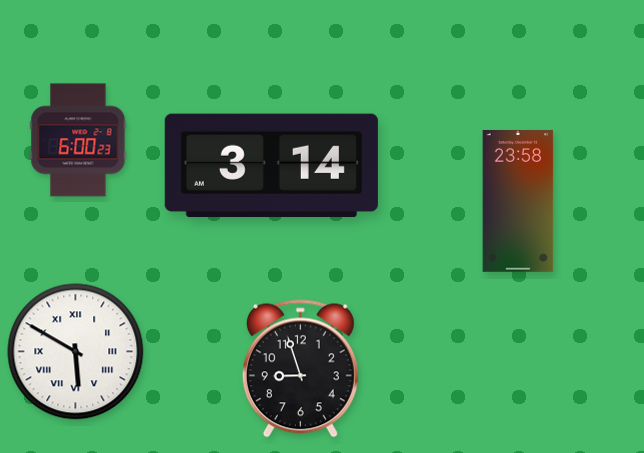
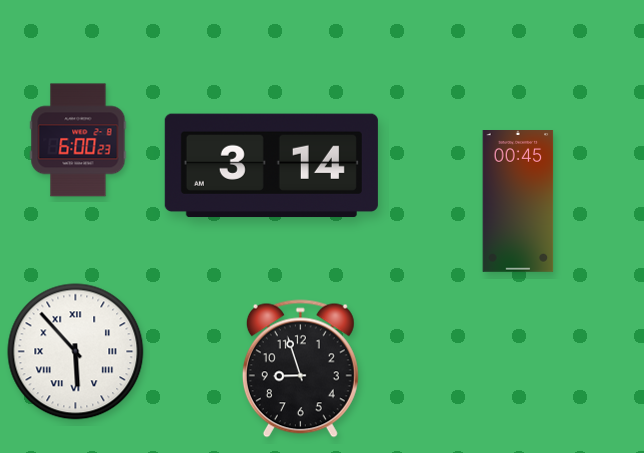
clock at (518, 202): 23:58 -> 00:45
clock at (76, 352): 5:50 -> 5:53
